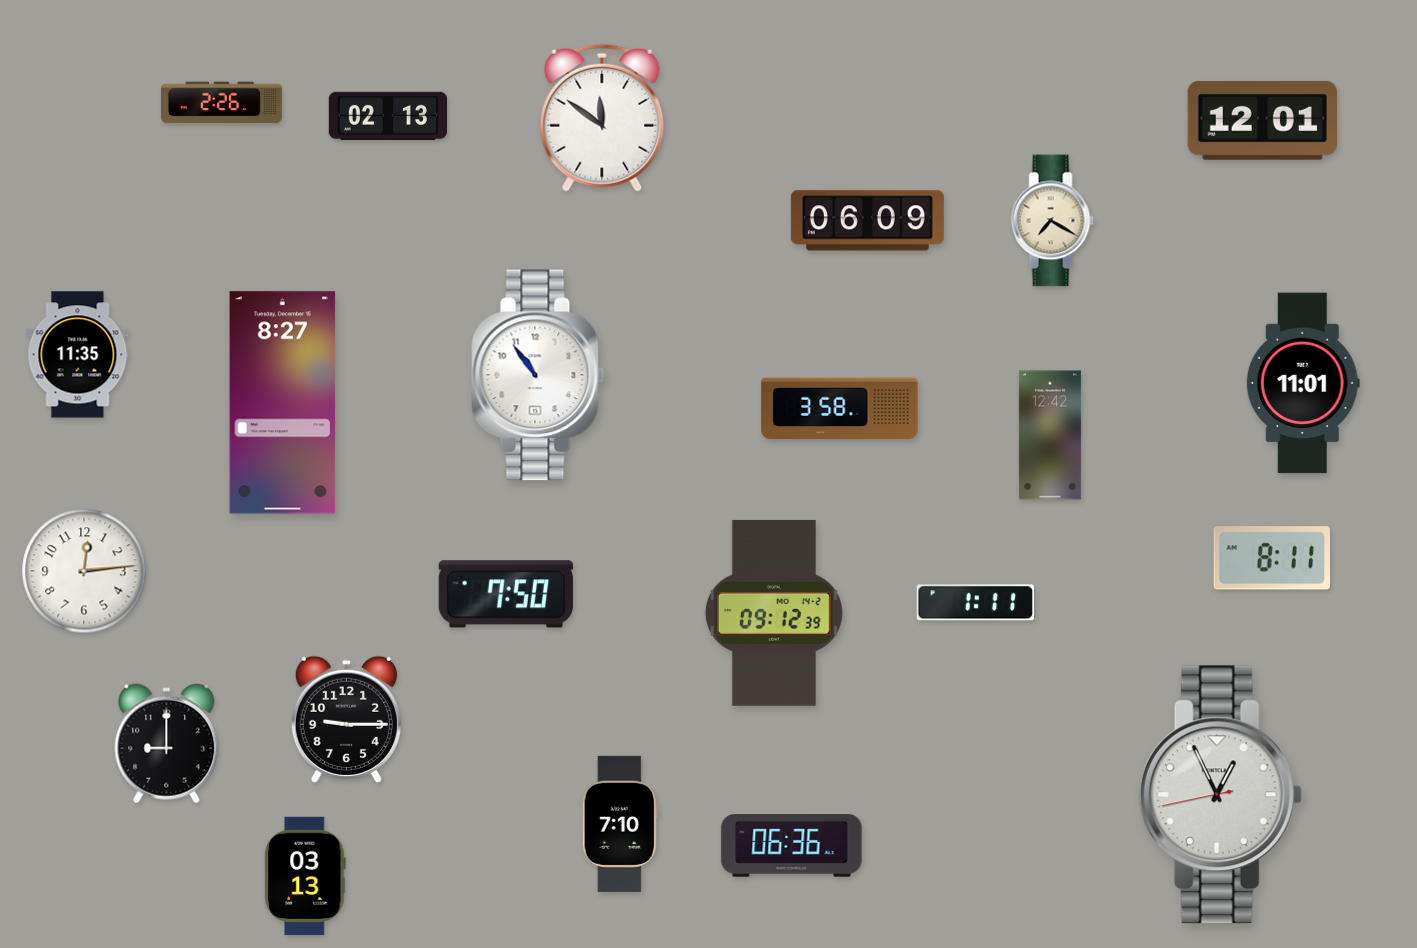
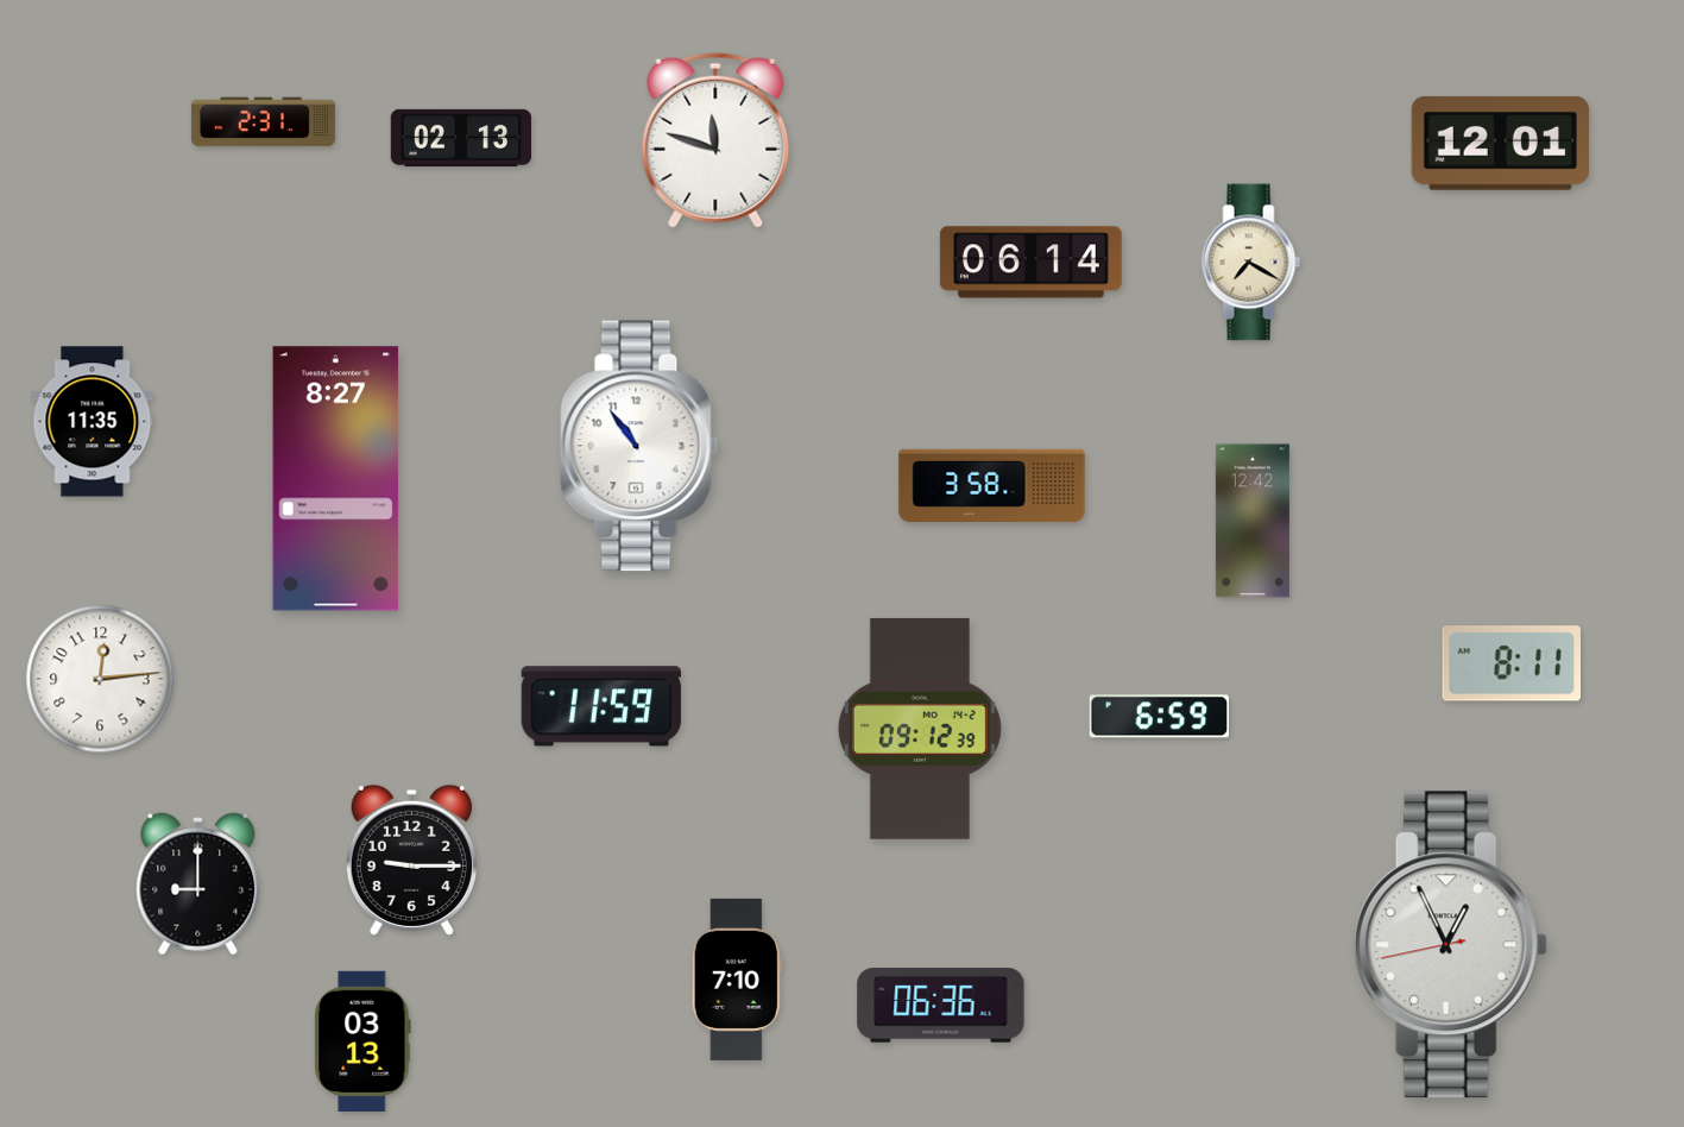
clock at (221, 103): 2:26 -> 2:31
clock at (602, 118): 11:51 -> 11:48
clock at (867, 221): 06:09 -> 06:14
clock at (1303, 383): 11:01 -> none
clock at (840, 409) position: (840, 409) -> (992, 486)
clock at (1050, 435) position: (1050, 435) -> (1253, 521)
clock at (506, 594): 7:50 -> 11:59
clock at (975, 603): 1:11 -> 6:59
clock at (346, 719) position: (346, 719) -> (411, 860)
